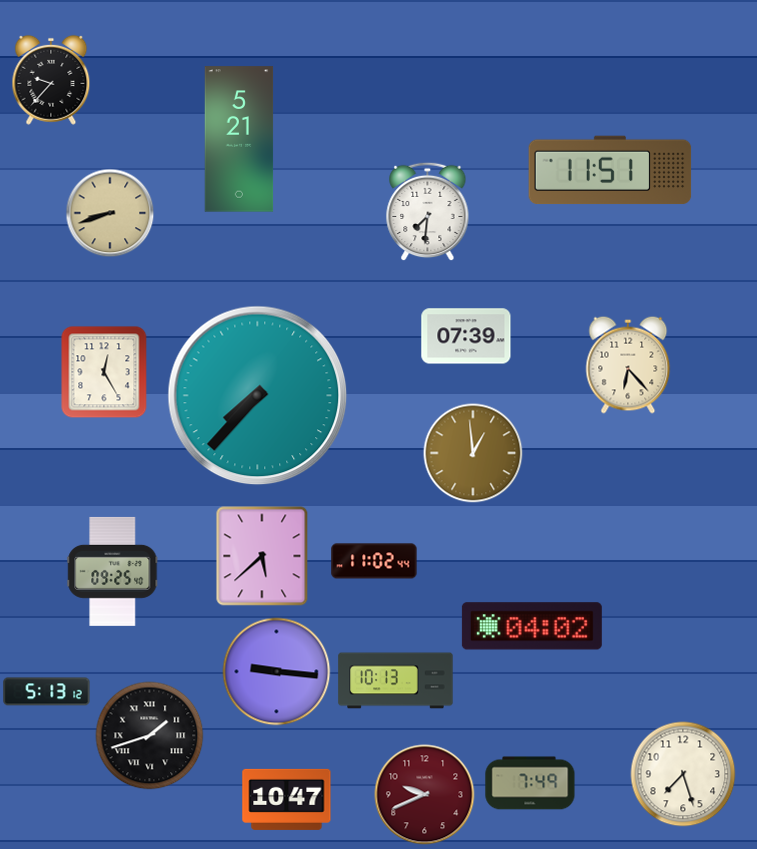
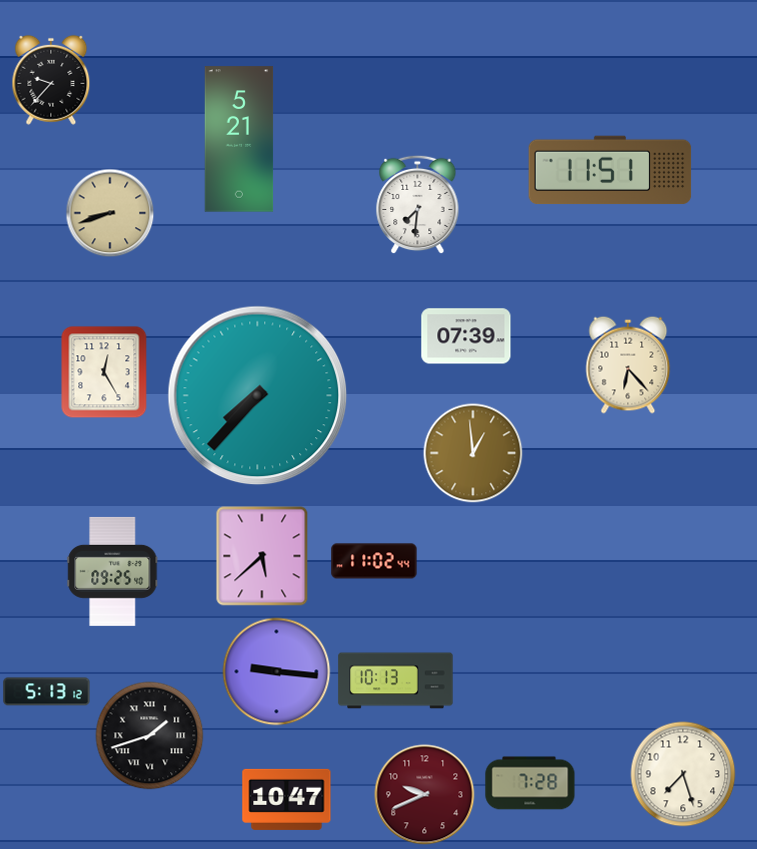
clock at (428, 212) position: (428, 212) -> (418, 205)
clock at (532, 626): 04:02 -> none
clock at (530, 783): 7:49 -> 7:28
